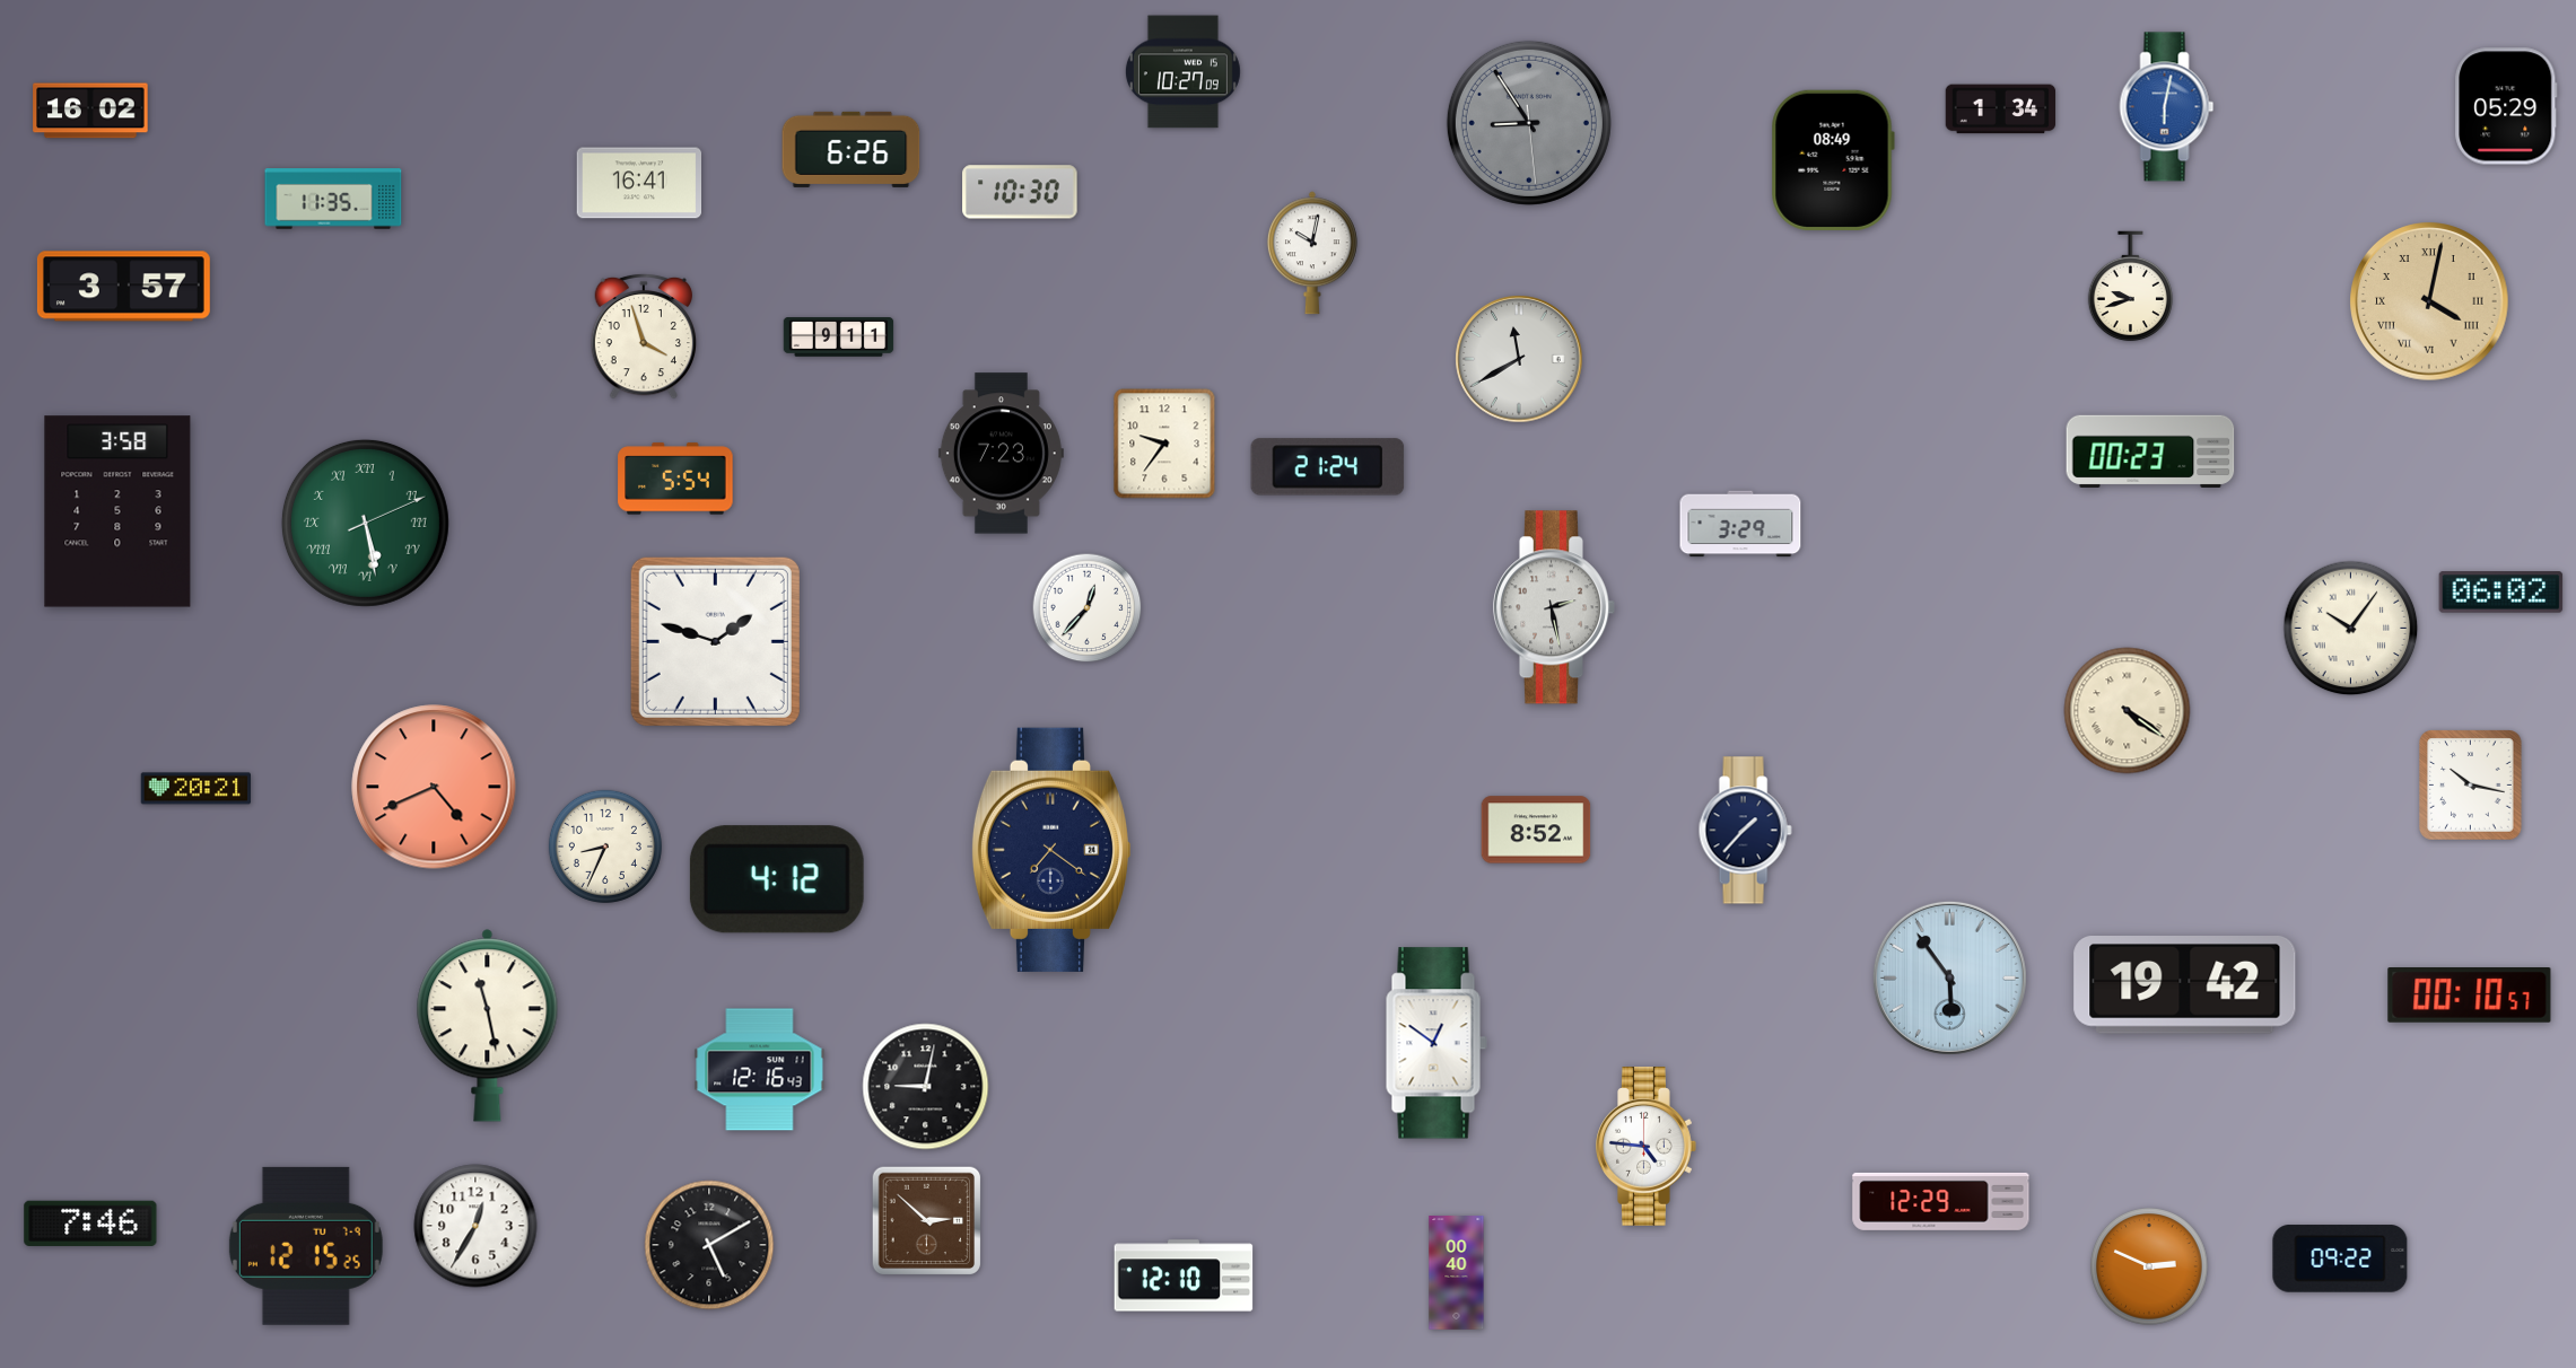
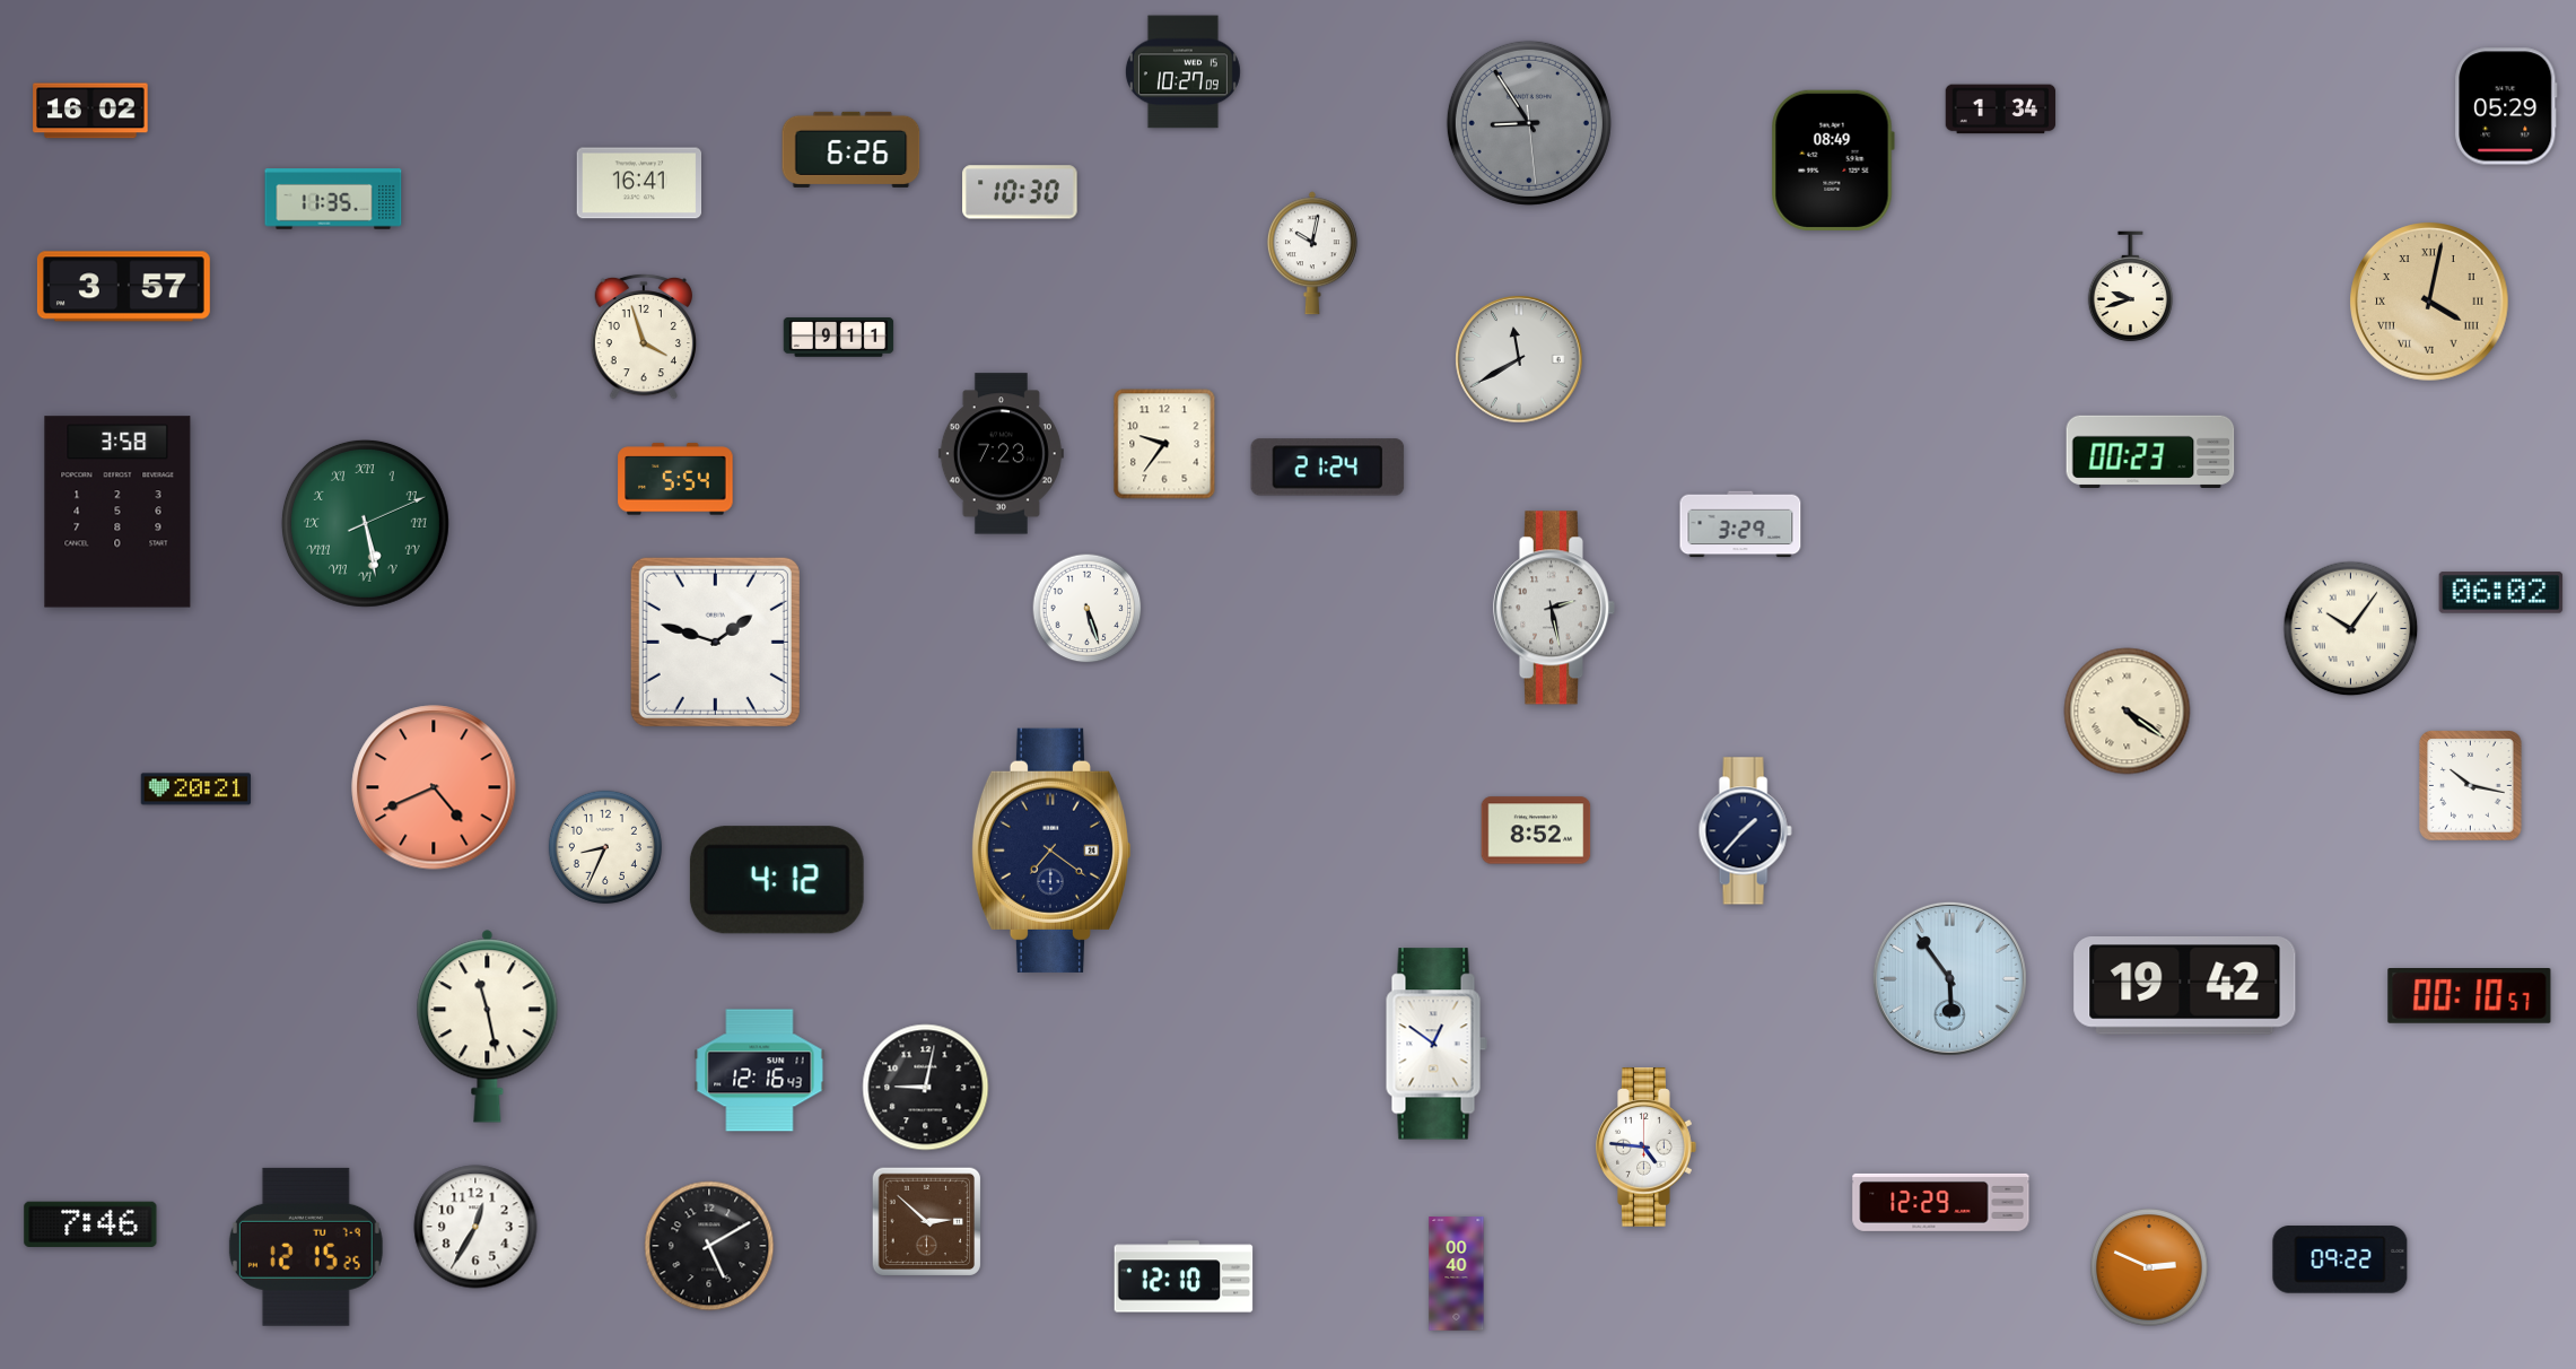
clock at (2167, 107): 6:02 -> none
clock at (1088, 608): 12:37 -> 5:27
